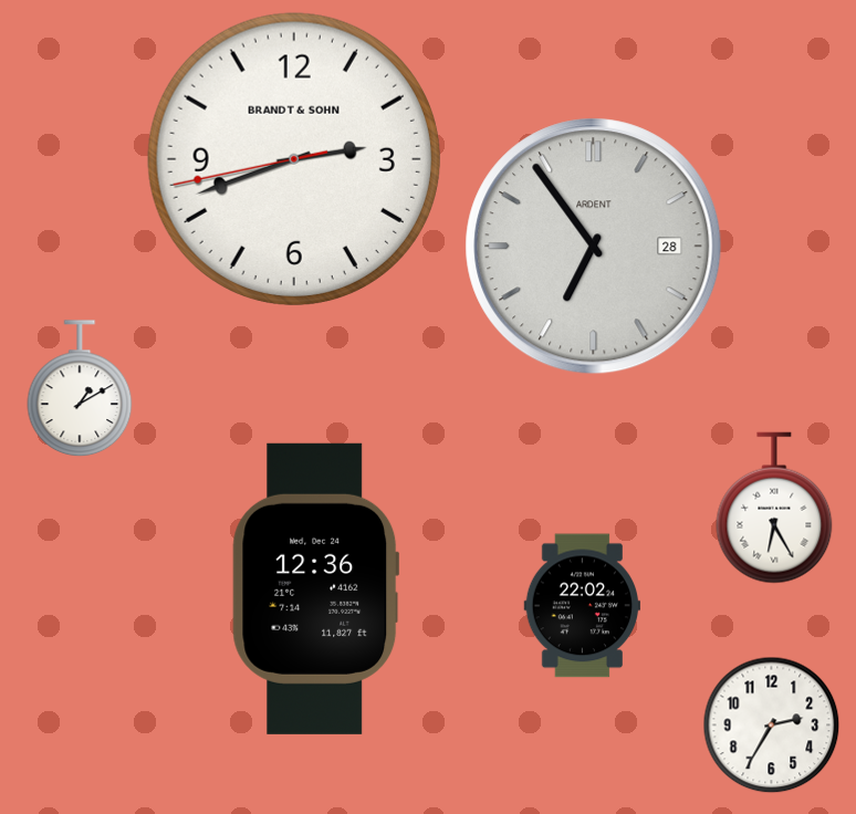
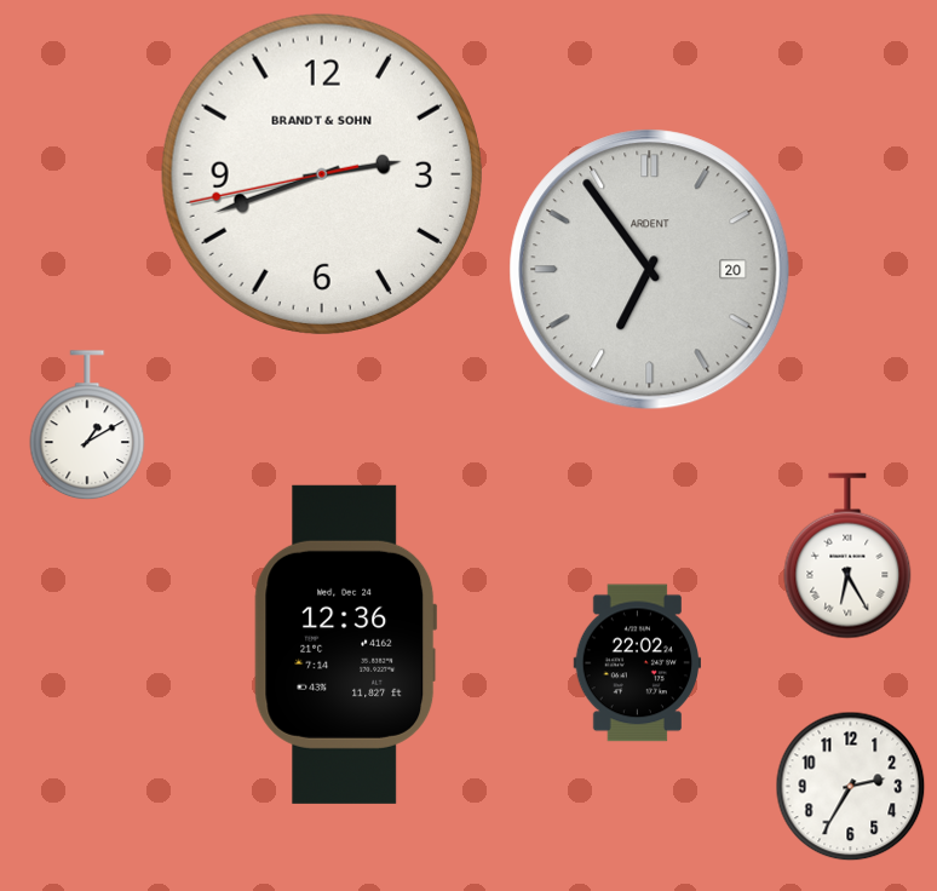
clock at (594, 247) date: 28 -> 20
clock at (772, 726) position: (772, 726) -> (851, 787)
